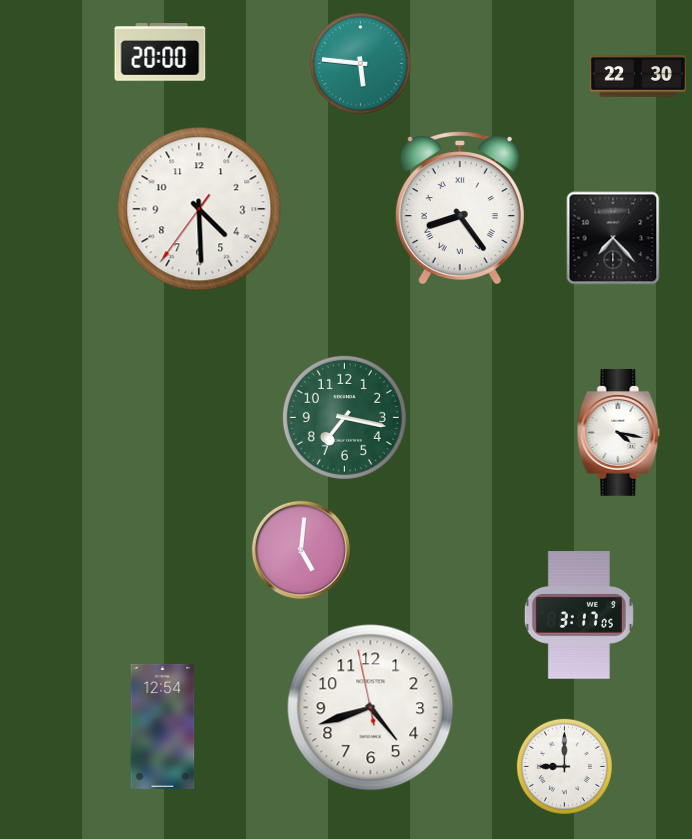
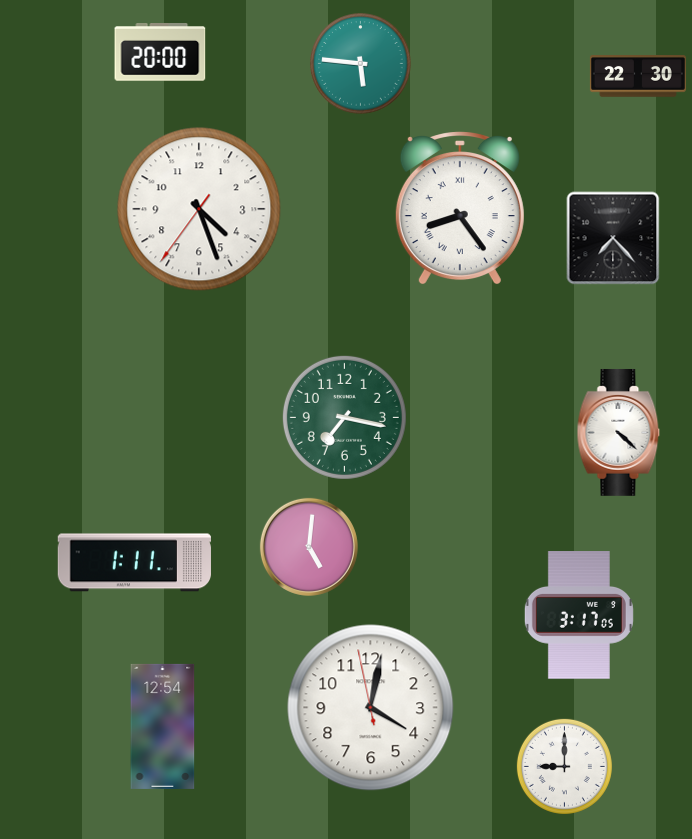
clock at (199, 209): 4:29 -> 4:26
clock at (619, 432): 4:17 -> 4:22
clock at (301, 550) position: (301, 550) -> (309, 547)
clock at (134, 563): none -> 1:11
clock at (371, 708): 4:41 -> 4:01
